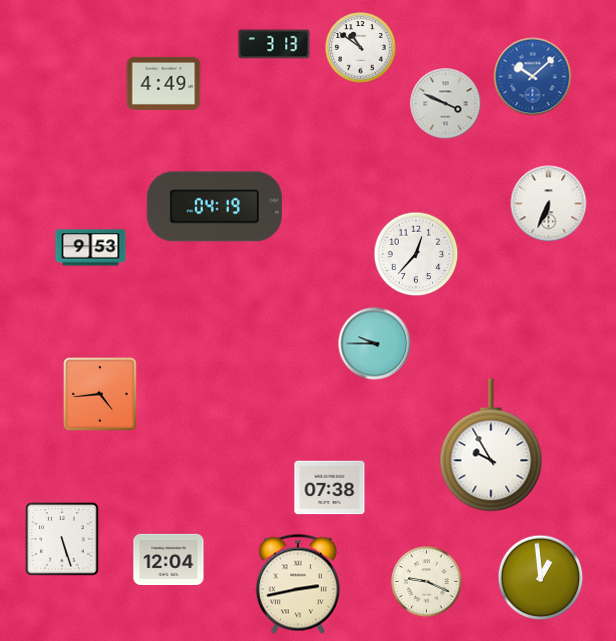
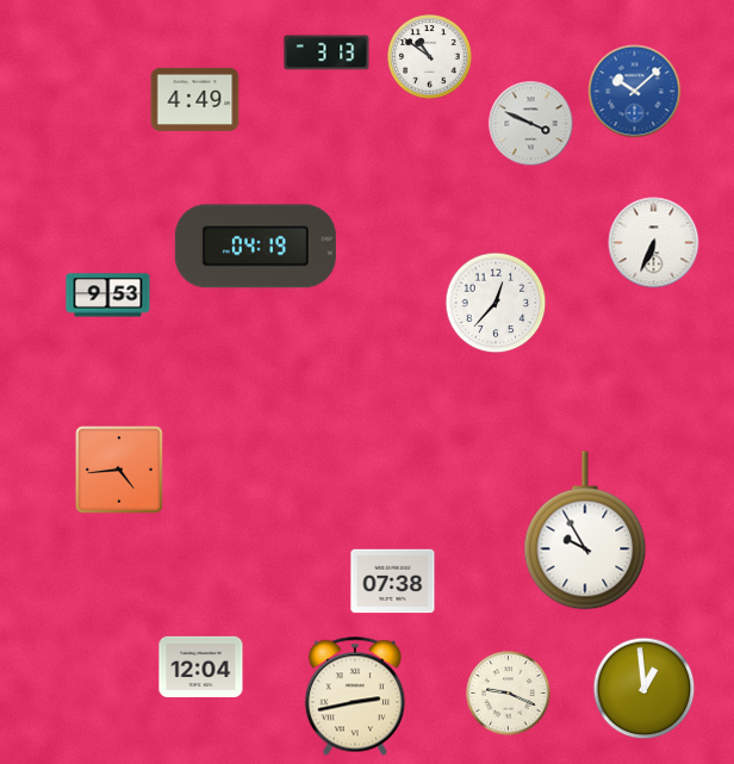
clock at (375, 344): 9:45 -> none
clock at (62, 539): 5:27 -> none
